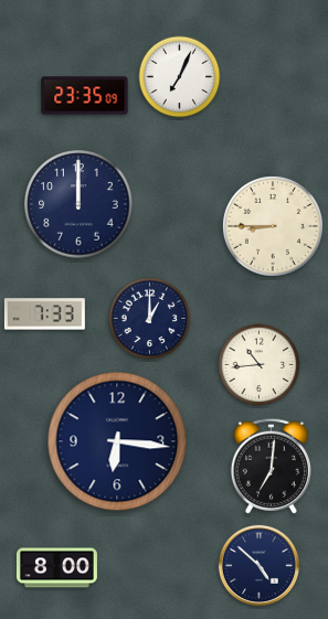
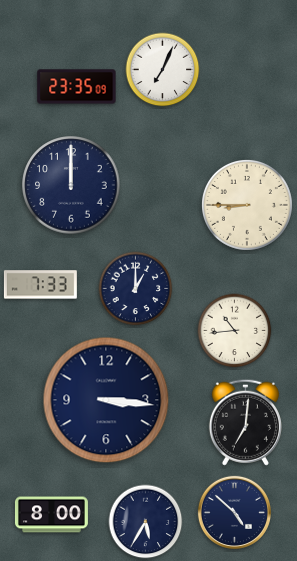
clock at (117, 441): 6:16 -> 3:16
clock at (146, 522): none -> 5:35
